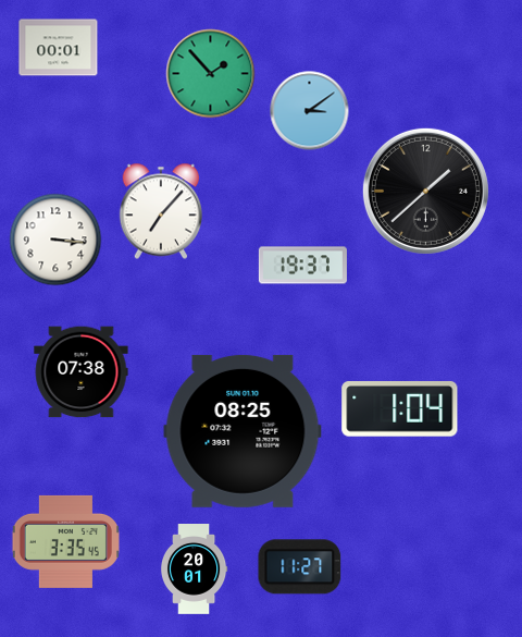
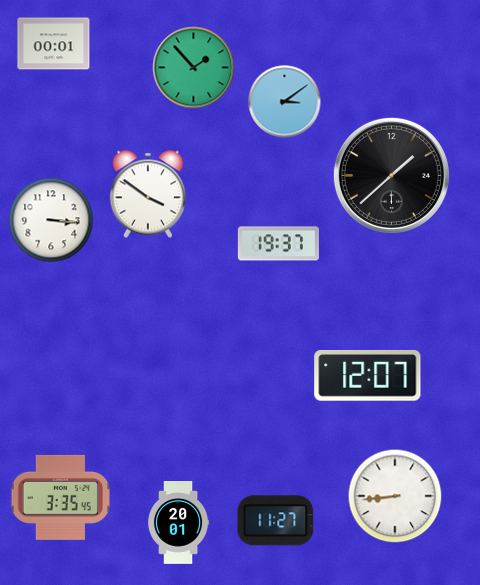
clock at (161, 211): 7:07 -> 3:51
clock at (82, 372): 07:38 -> none
clock at (400, 409): 1:04 -> 12:07
clock at (243, 431): 08:25 -> none
clock at (395, 496): none -> 8:44
